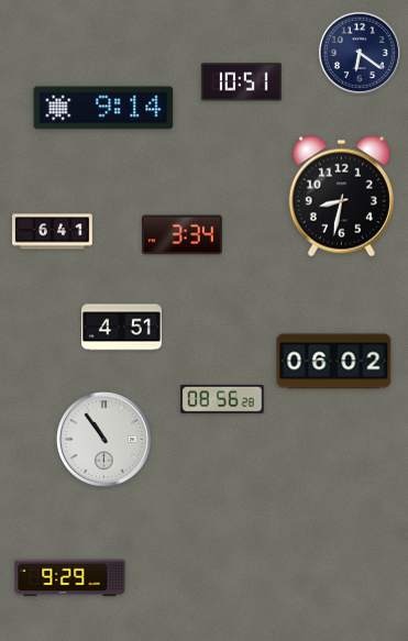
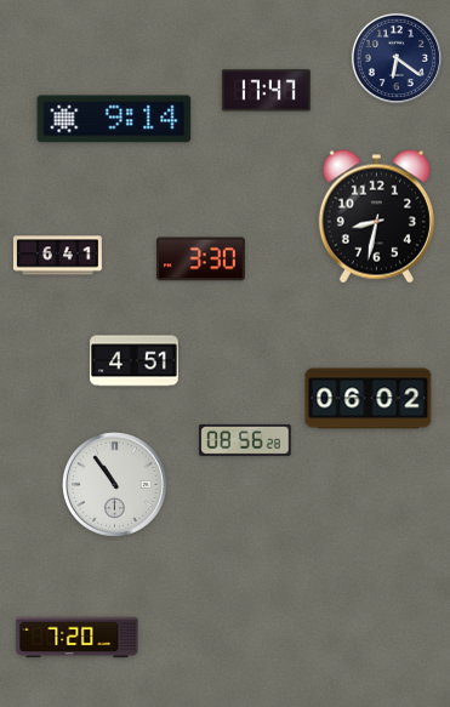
clock at (241, 82): 10:51 -> 17:47
clock at (181, 235): 3:34 -> 3:30
clock at (70, 578): 9:29 -> 7:20
